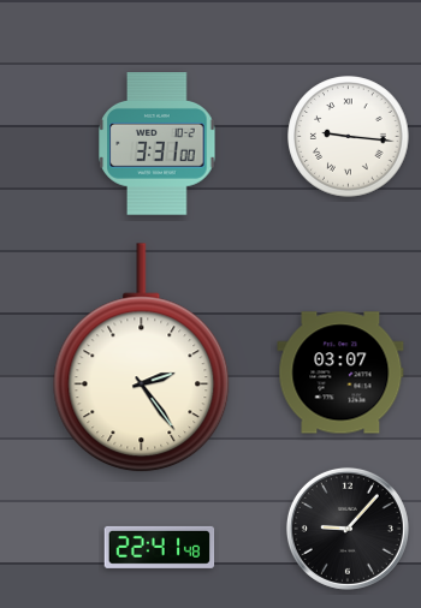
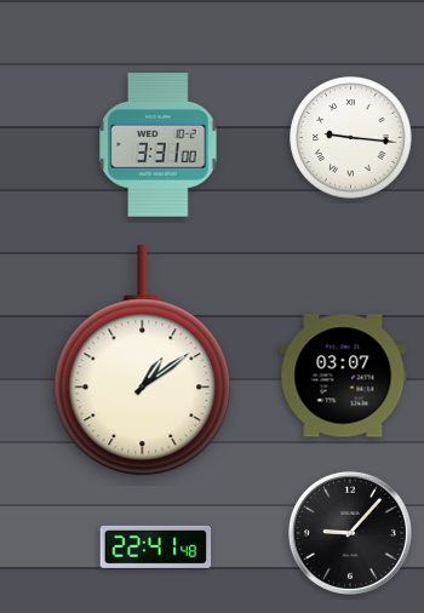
clock at (142, 358): 2:24 -> 1:09
clock at (160, 547) position: (160, 547) -> (156, 546)
